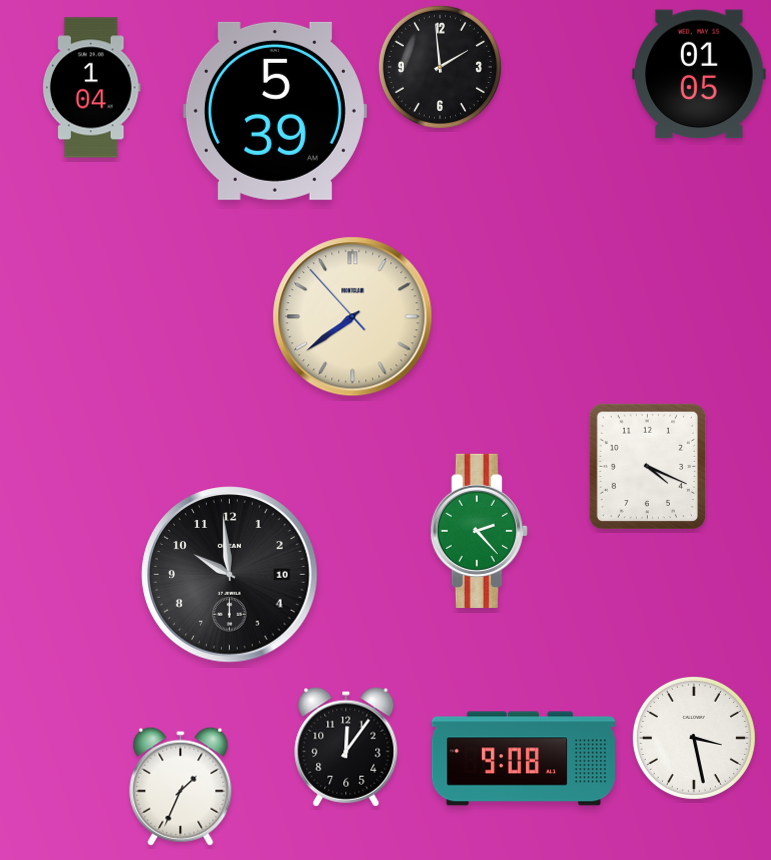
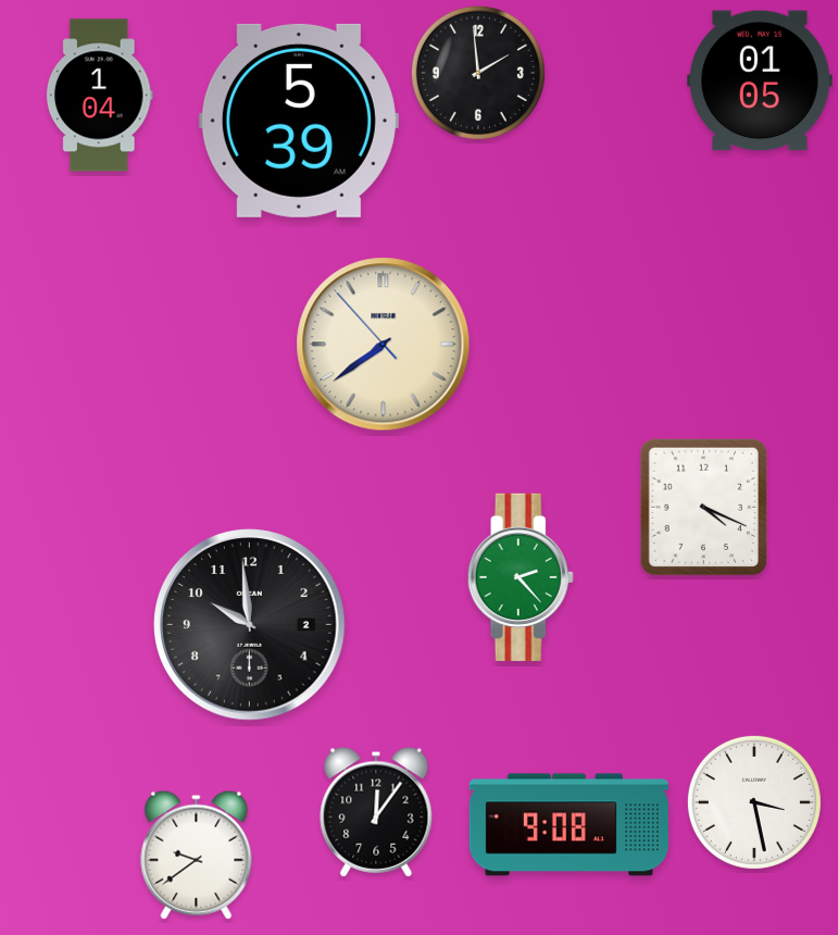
clock at (230, 575) date: 10 -> 2
clock at (181, 786): 1:34 -> 9:39
